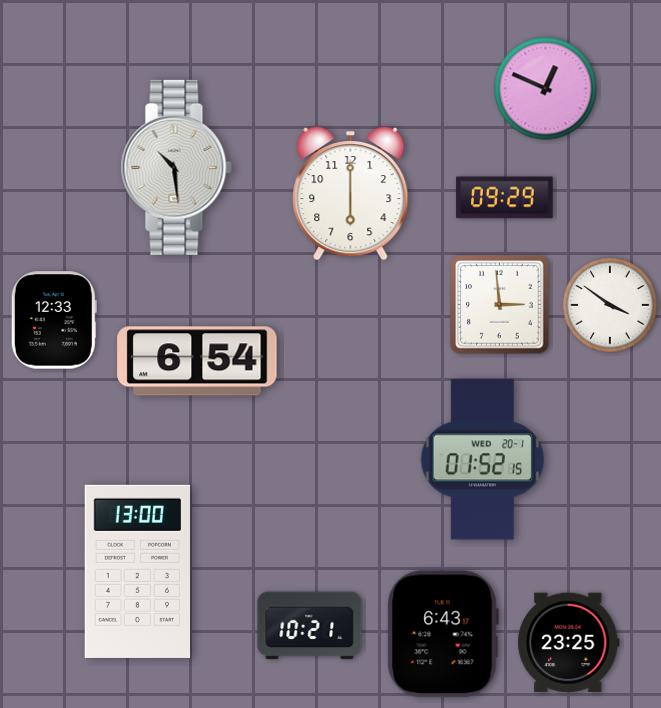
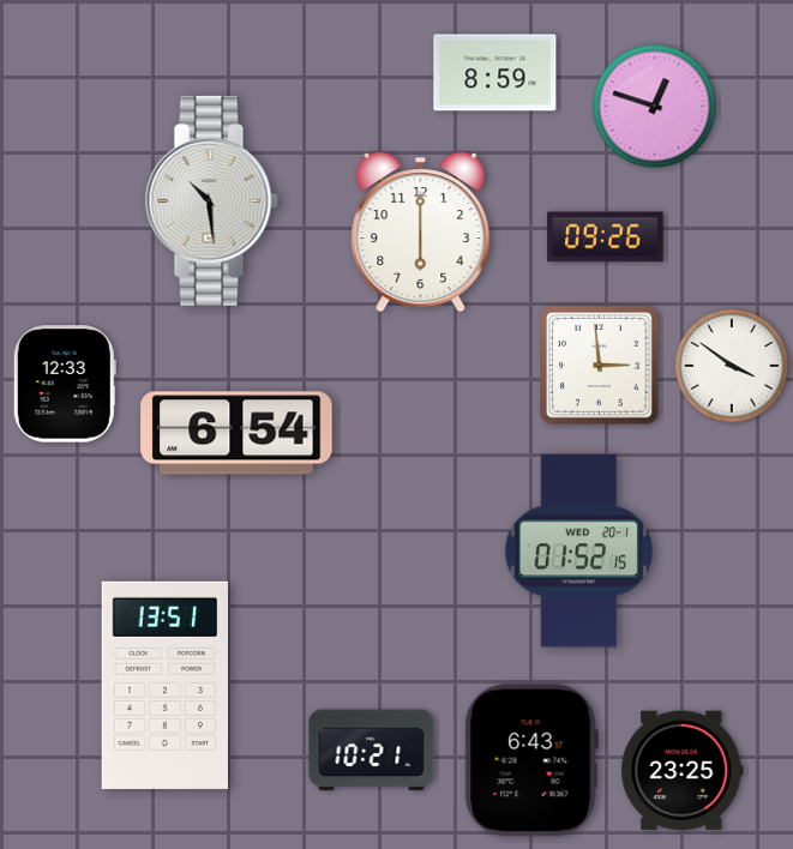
clock at (495, 73): none -> 8:59
clock at (546, 89): 12:49 -> 12:48
clock at (505, 198): 09:29 -> 09:26
clock at (137, 571): 13:00 -> 13:51
